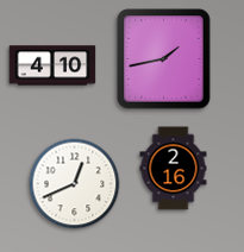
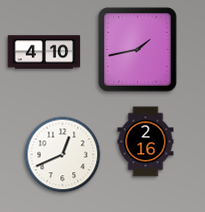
clock at (52, 65) position: (52, 65) -> (44, 52)
